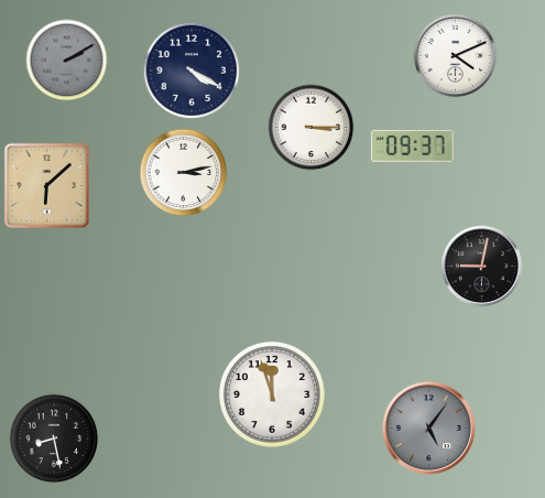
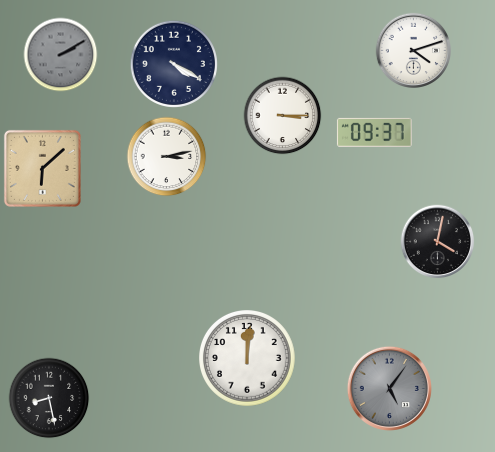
clock at (455, 55): 4:11 -> 4:12
clock at (482, 267): 9:02 -> 4:02
clock at (273, 396): 11:57 -> 12:01
